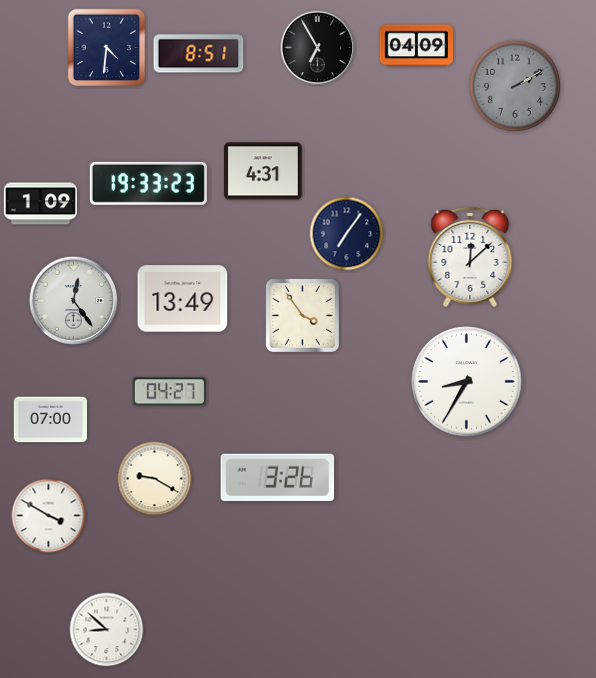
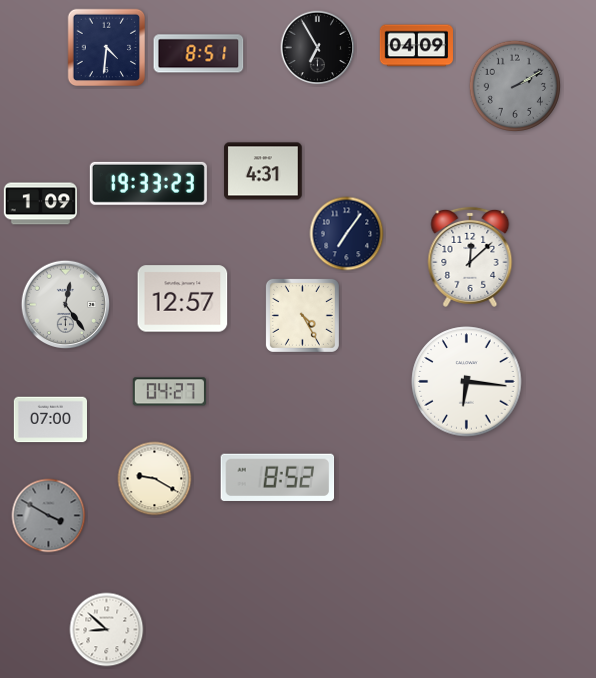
clock at (183, 299): 13:49 -> 12:57
clock at (73, 300) position: (73, 300) -> (65, 304)
clock at (302, 315): 3:54 -> 4:25
clock at (467, 382): 8:35 -> 6:16
clock at (278, 477): 3:26 -> 8:52
clock at (49, 516) dial: white -> grey
